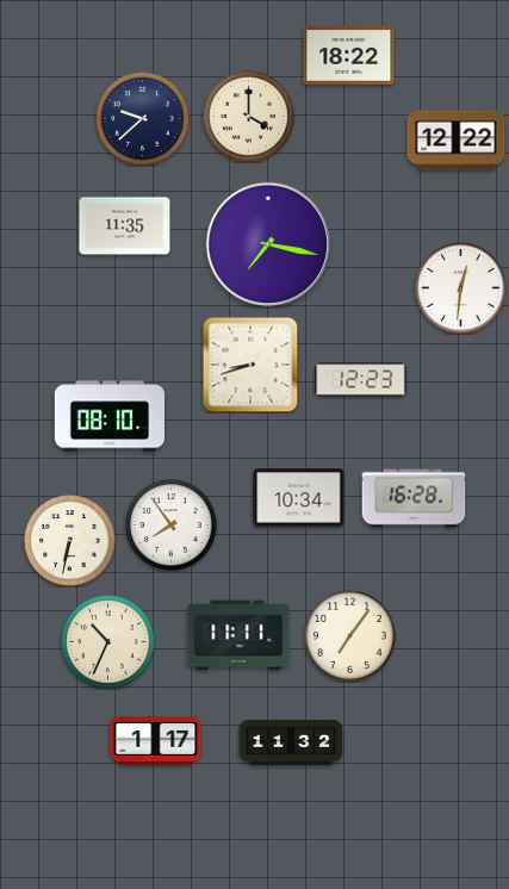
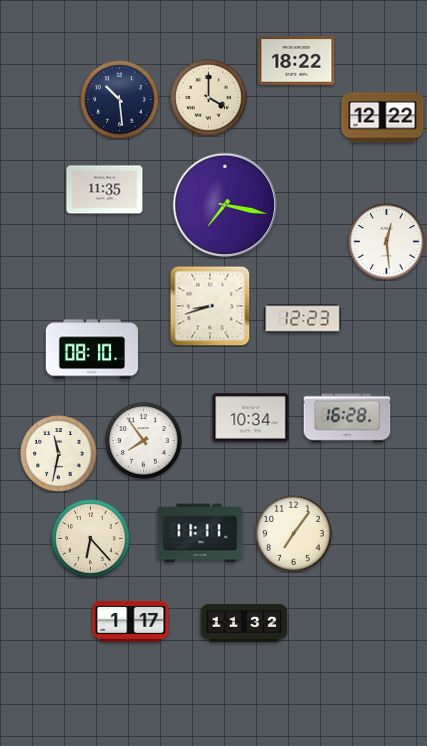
clock at (349, 56) position: (349, 56) -> (297, 61)
clock at (143, 119): 9:38 -> 10:29
clock at (461, 288): 12:31 -> 12:29
clock at (70, 541): 6:32 -> 11:32
clock at (108, 642): 10:34 -> 6:23
